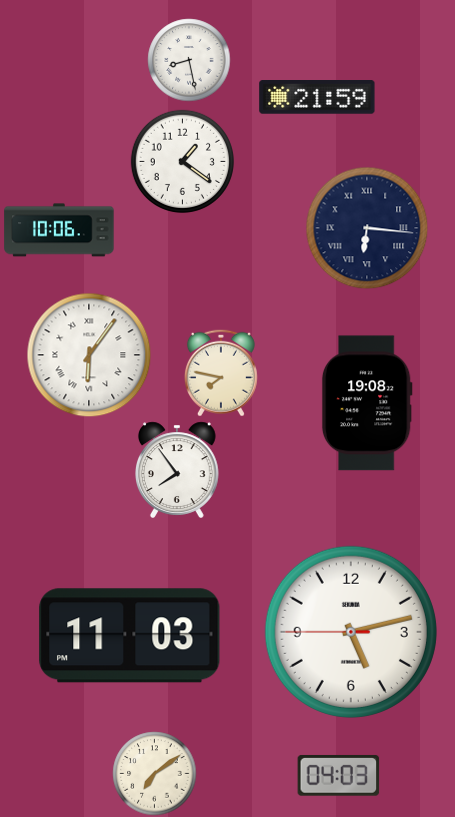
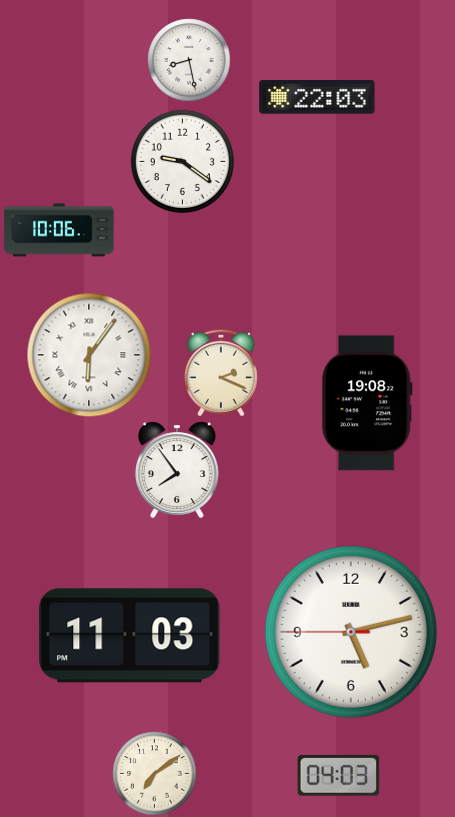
clock at (317, 97): 21:59 -> 22:03
clock at (182, 161): 1:21 -> 9:21
clock at (367, 228): 6:16 -> none
clock at (221, 373): 7:47 -> 2:19
